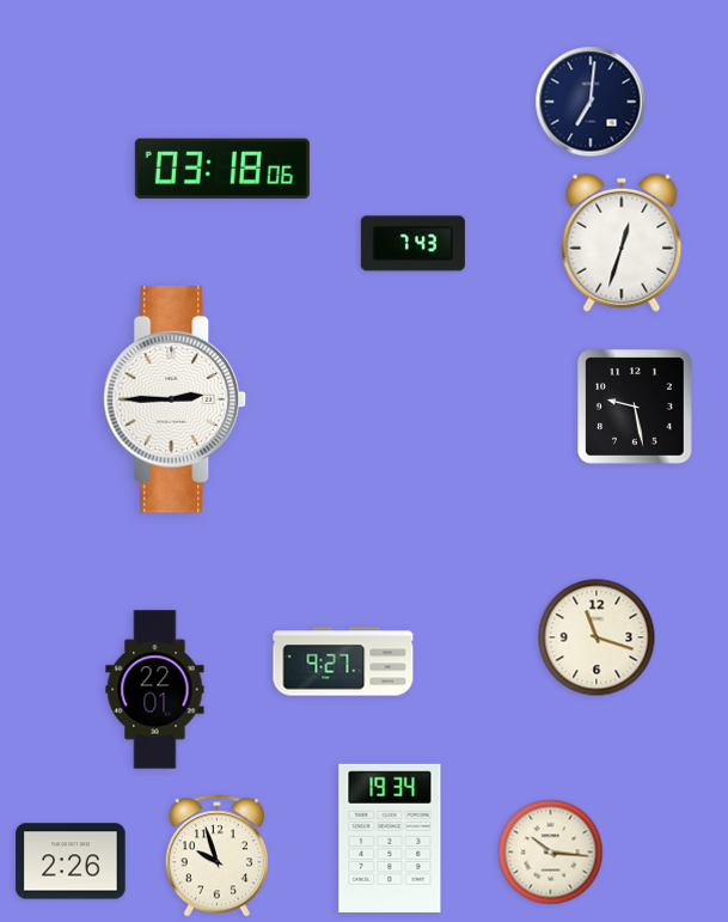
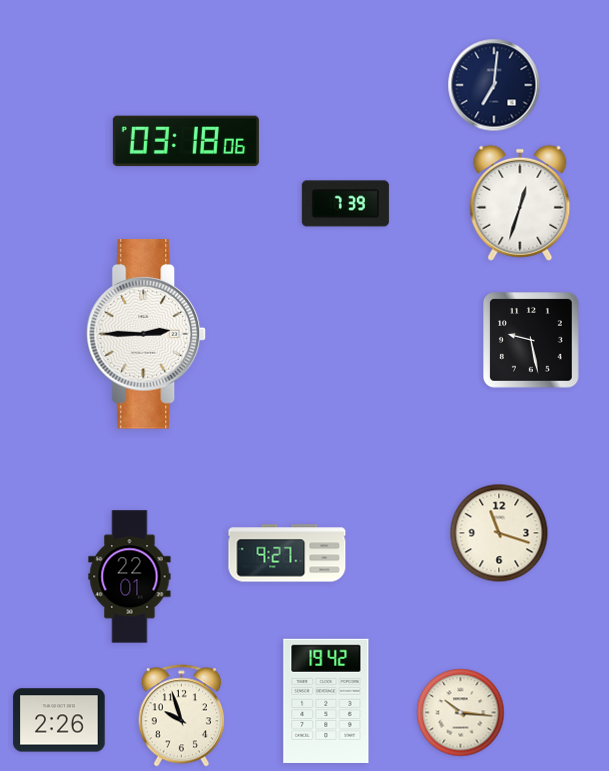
clock at (412, 244): 7:43 -> 7:39
clock at (390, 838): 19:34 -> 19:42
